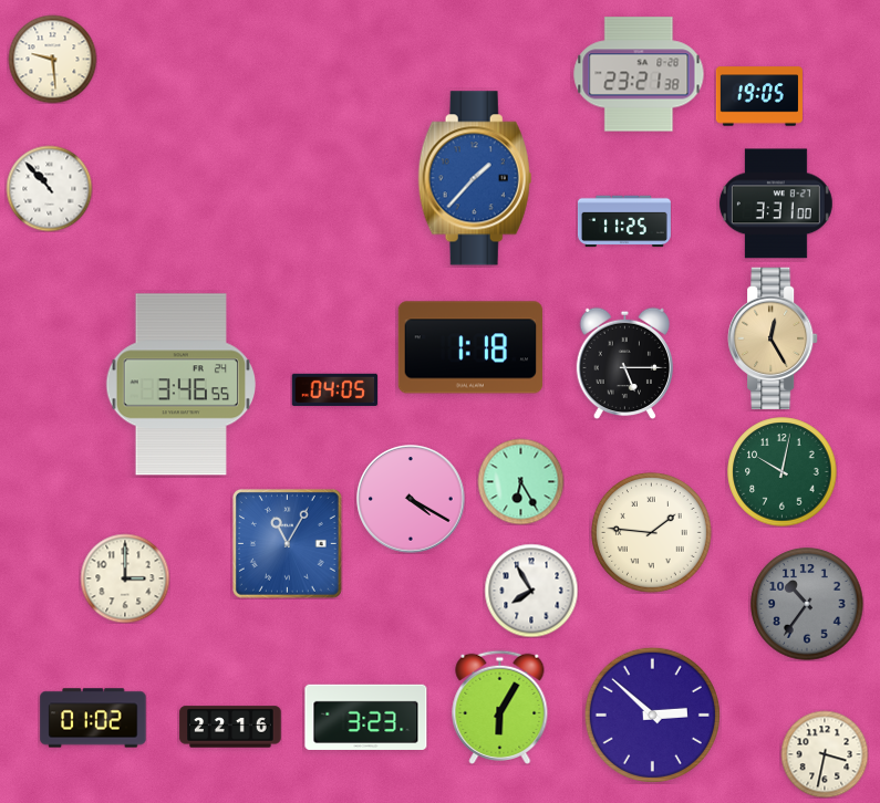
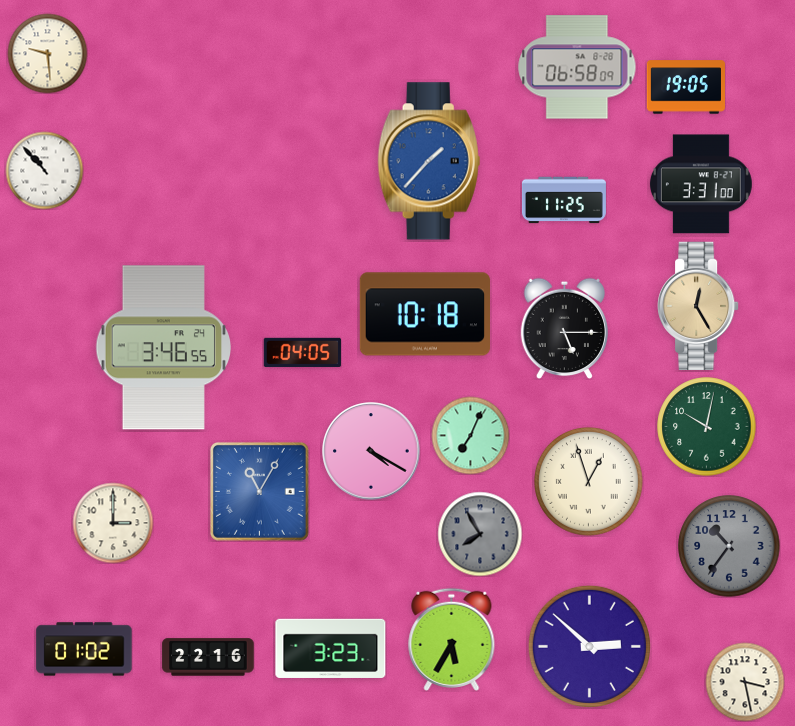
clock at (639, 74): 23:21 -> 06:58
clock at (469, 347): 1:18 -> 10:18
clock at (520, 481): 6:25 -> 7:04
clock at (652, 533): 1:46 -> 12:57
clock at (531, 591) dial: white -> grey
clock at (500, 707): 6:05 -> 5:35
clock at (825, 754): 3:32 -> 3:28
